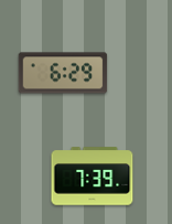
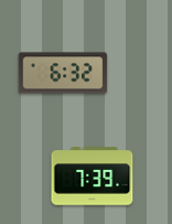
clock at (63, 73): 6:29 -> 6:32
